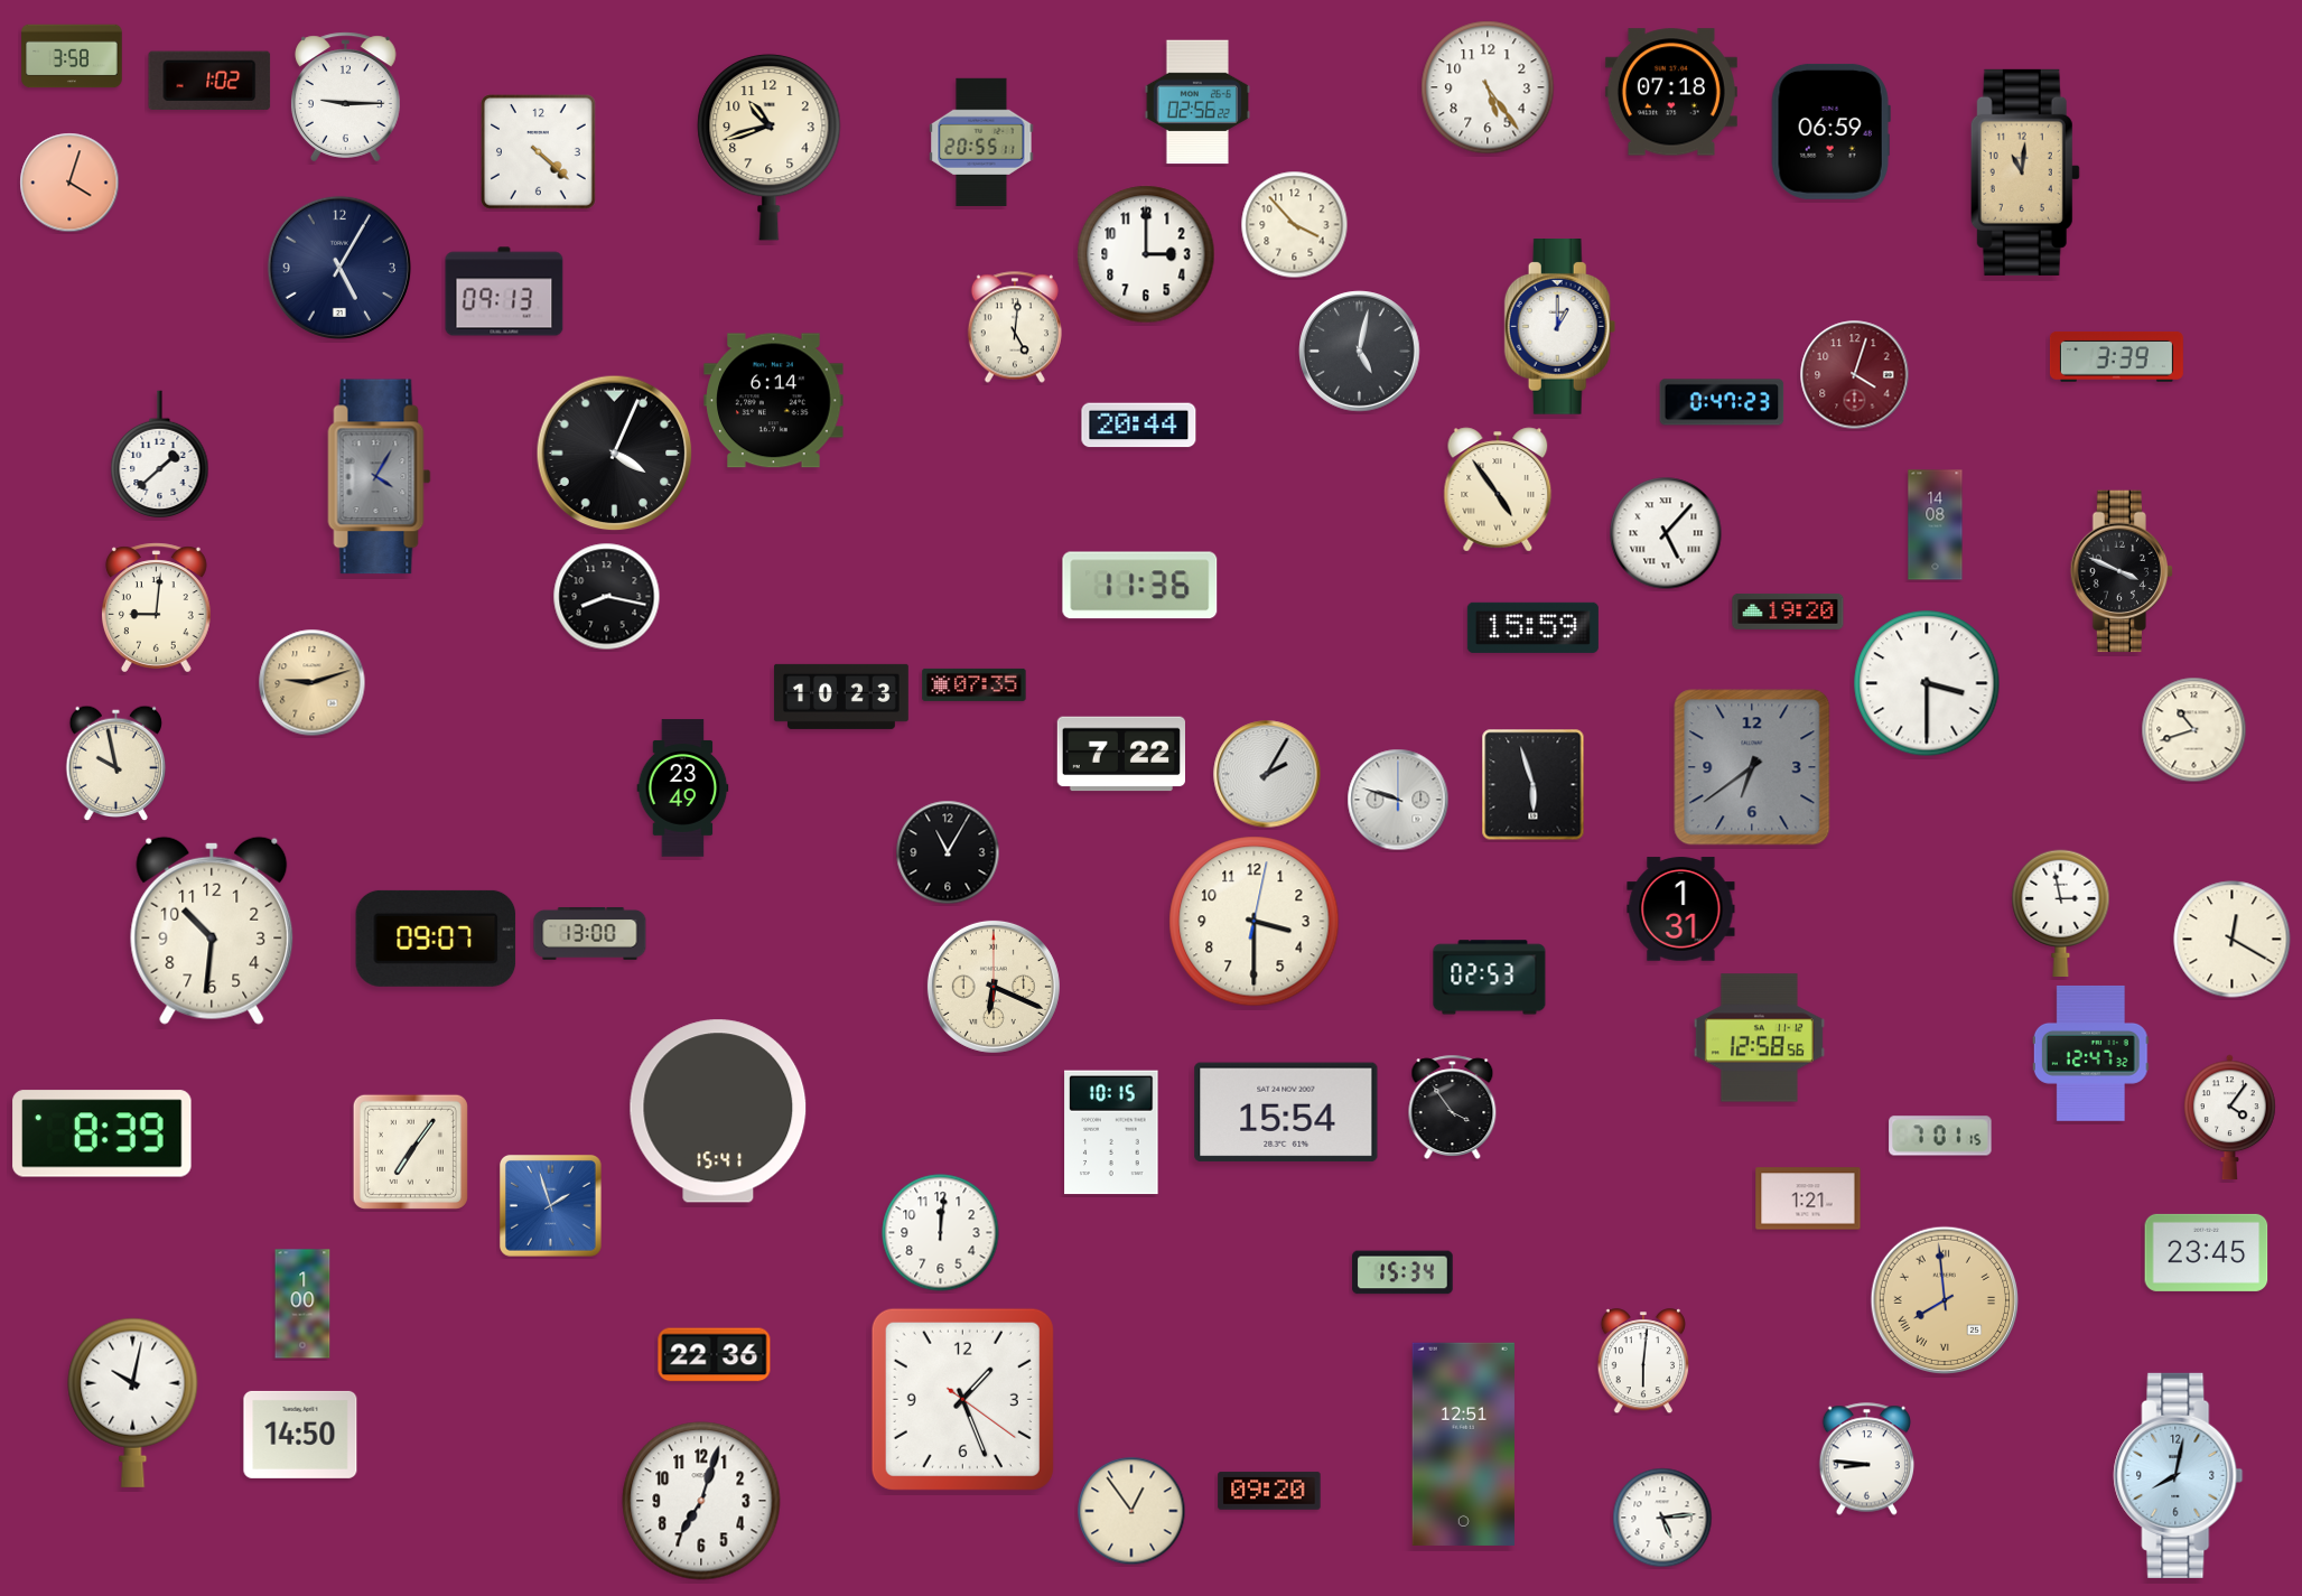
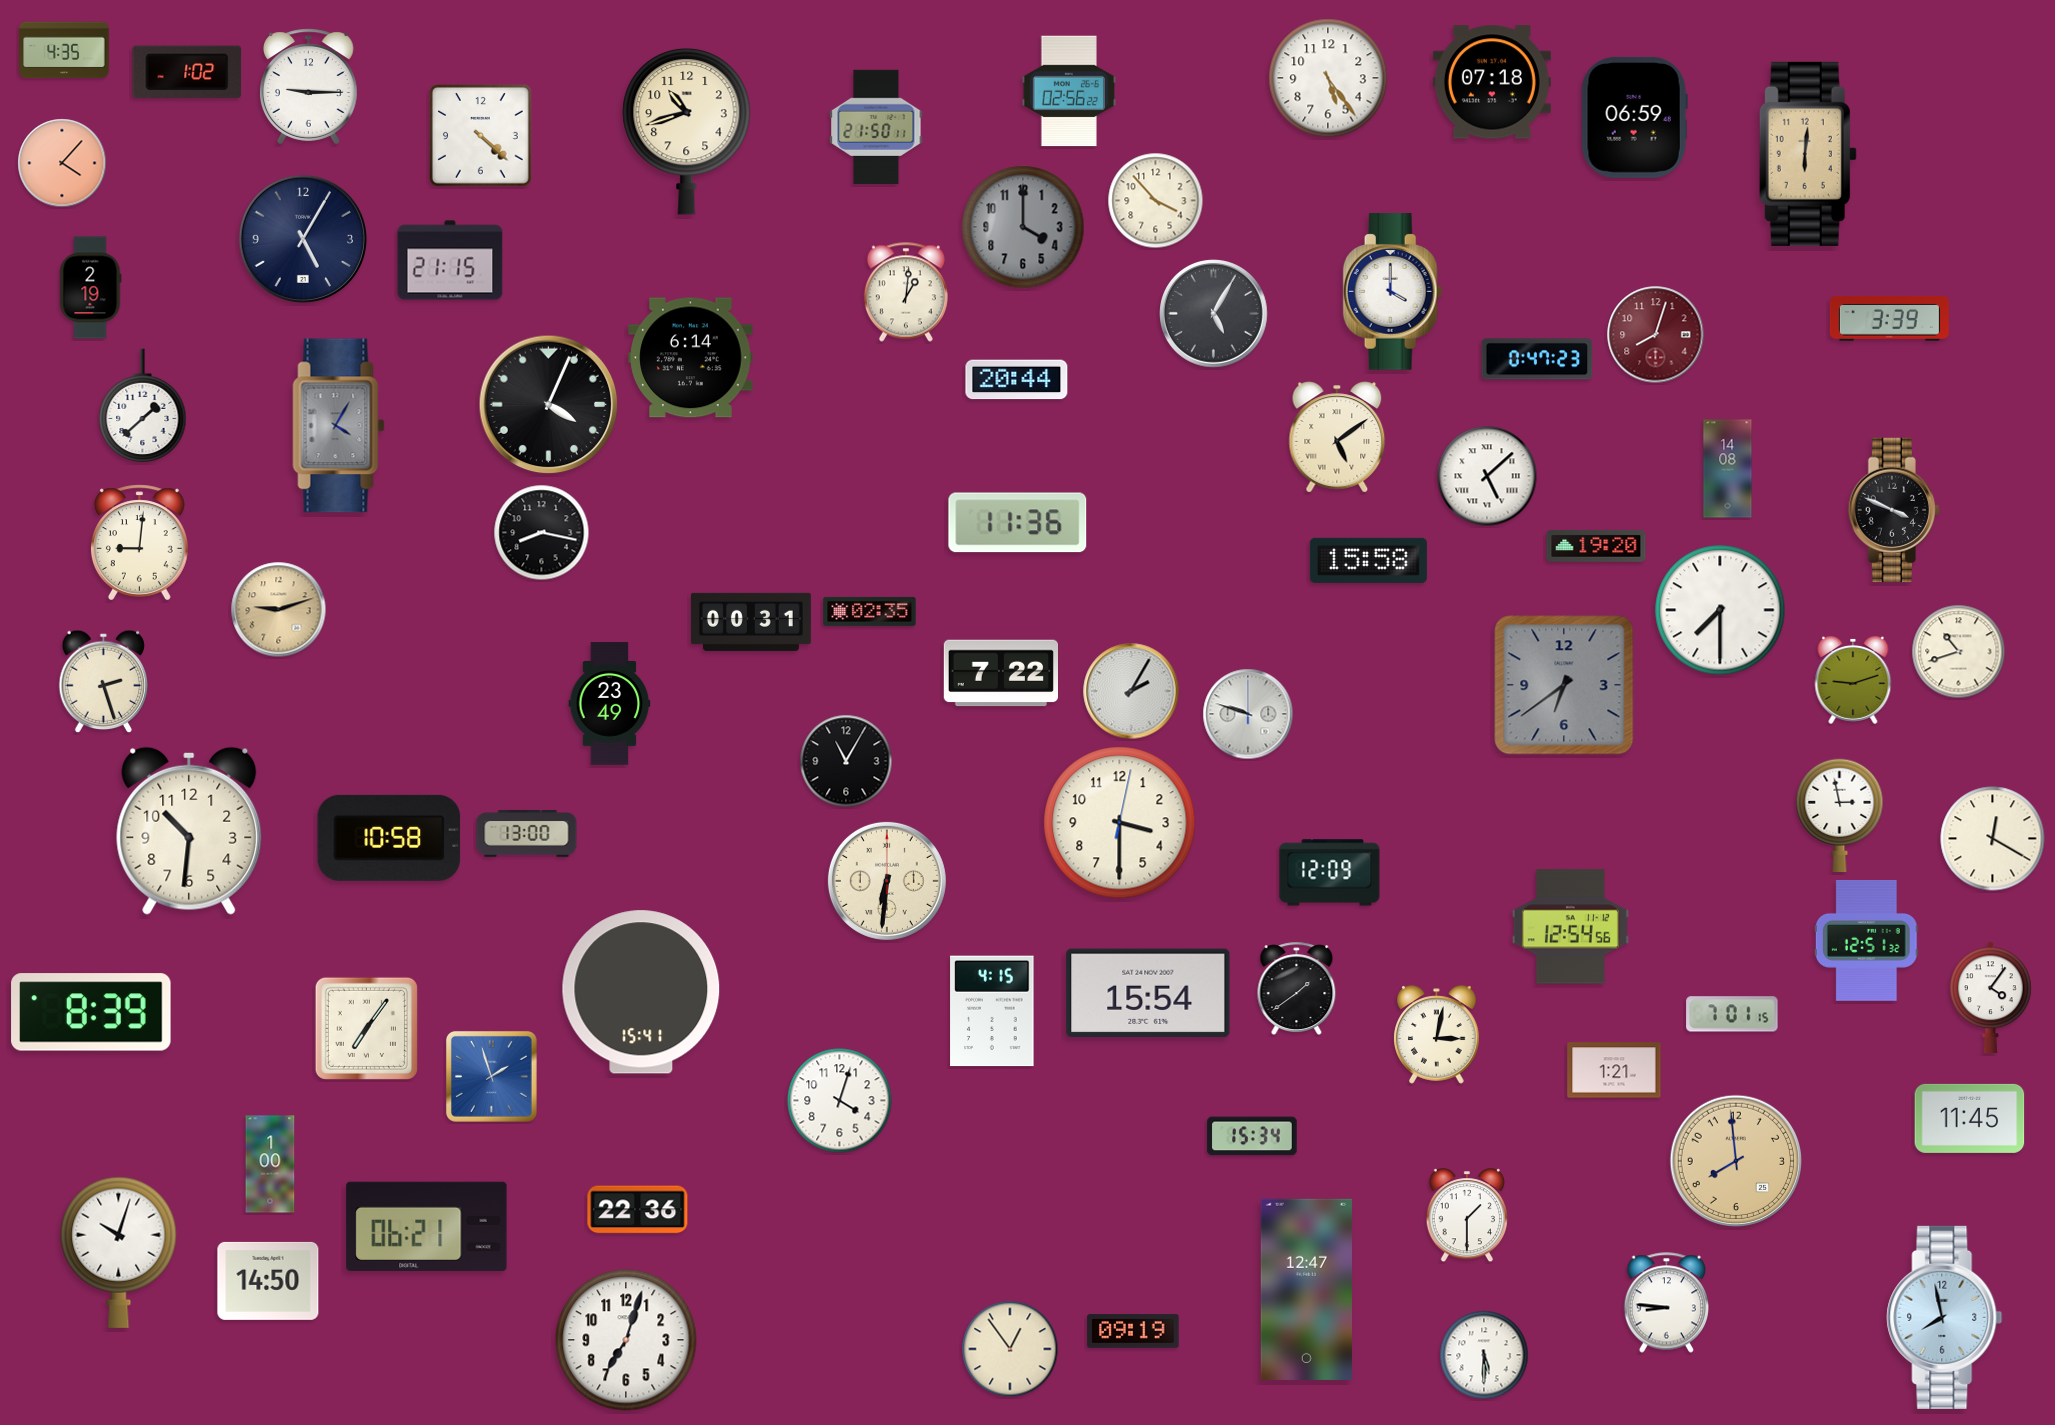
clock at (72, 56): 3:58 -> 4:35
clock at (981, 142): 20:55 -> 21:50
clock at (2025, 172): 11:01 -> 6:01
clock at (69, 183): 4:03 -> 4:07
clock at (1146, 254): 3:00 -> 4:00
clock at (1146, 254) dial: white -> grey
clock at (504, 291): 09:13 -> 21:15
clock at (90, 288): none -> 2:19
clock at (1015, 327): 5:01 -> 1:01
clock at (1560, 327): 1:00 -> 4:00
clock at (1360, 352): 5:02 -> 5:05
clock at (1855, 375): 4:03 -> 8:03
clock at (1498, 489): 4:54 -> 5:09
clock at (1666, 533): 5:07 -> 5:08
clock at (1532, 627): 15:59 -> 15:58
clock at (1927, 683): 3:30 -> 7:30
clock at (975, 684): 07:35 -> 02:35
clock at (841, 697): 10:23 -> 00:31
clock at (1853, 680): none -> 9:12
clock at (117, 764): 9:58 -> 2:27
clock at (1534, 785): 5:57 -> none
clock at (1681, 909): 1:31 -> none
clock at (436, 939): 09:07 -> 10:58
clock at (1490, 978): 02:53 -> 12:09
clock at (994, 987): 6:19 -> 6:31
clock at (1759, 1038): 12:58 -> 12:54
clock at (2090, 1053): 12:47 -> 12:51
clock at (1453, 1107): 3:54 -> 1:39
clock at (1111, 1132): 10:15 -> 4:15
clock at (1437, 1035): none -> 3:02
clock at (941, 1233): 12:01 -> 4:03
clock at (2207, 1252): 23:45 -> 11:45
clock at (1944, 1299) numerals: Roman -> Arabic
clock at (1642, 1362): 6:01 -> 1:30
clock at (427, 1226): none -> 06:21
clock at (962, 1399): 1:26 -> none
clock at (133, 1402): 10:02 -> 10:03
clock at (1463, 1444): 12:51 -> 12:47
clock at (2179, 1475): 8:02 -> 7:58
clock at (1269, 1491): 09:20 -> 09:19
clock at (1662, 1518): 5:14 -> 5:30
